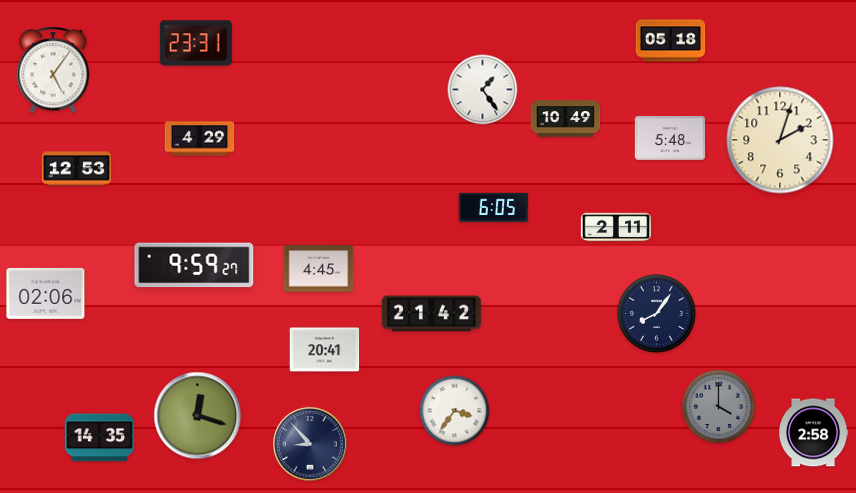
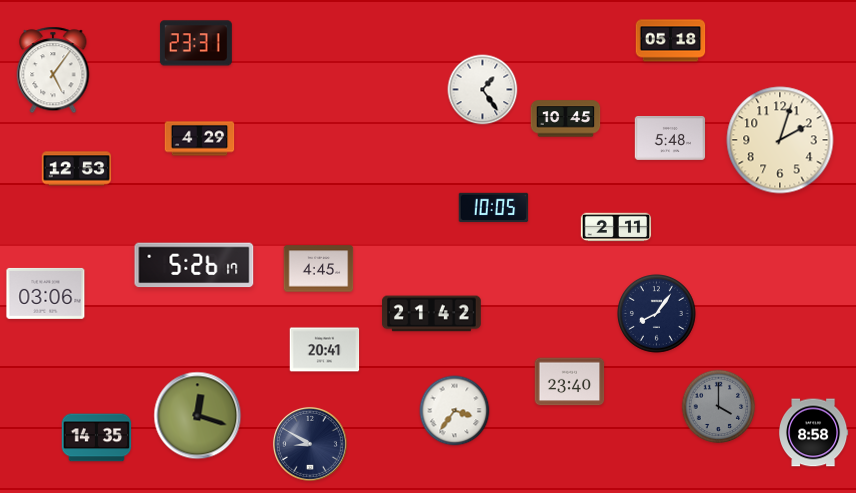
clock at (566, 119): 10:49 -> 10:45
clock at (494, 208): 6:05 -> 10:05
clock at (194, 265): 9:59 -> 5:26
clock at (46, 293): 02:06 -> 03:06
clock at (570, 382): none -> 23:40
clock at (814, 433): 2:58 -> 8:58
clock at (100, 438) position: (100, 438) -> (97, 438)
clock at (310, 444): 8:53 -> 8:50
